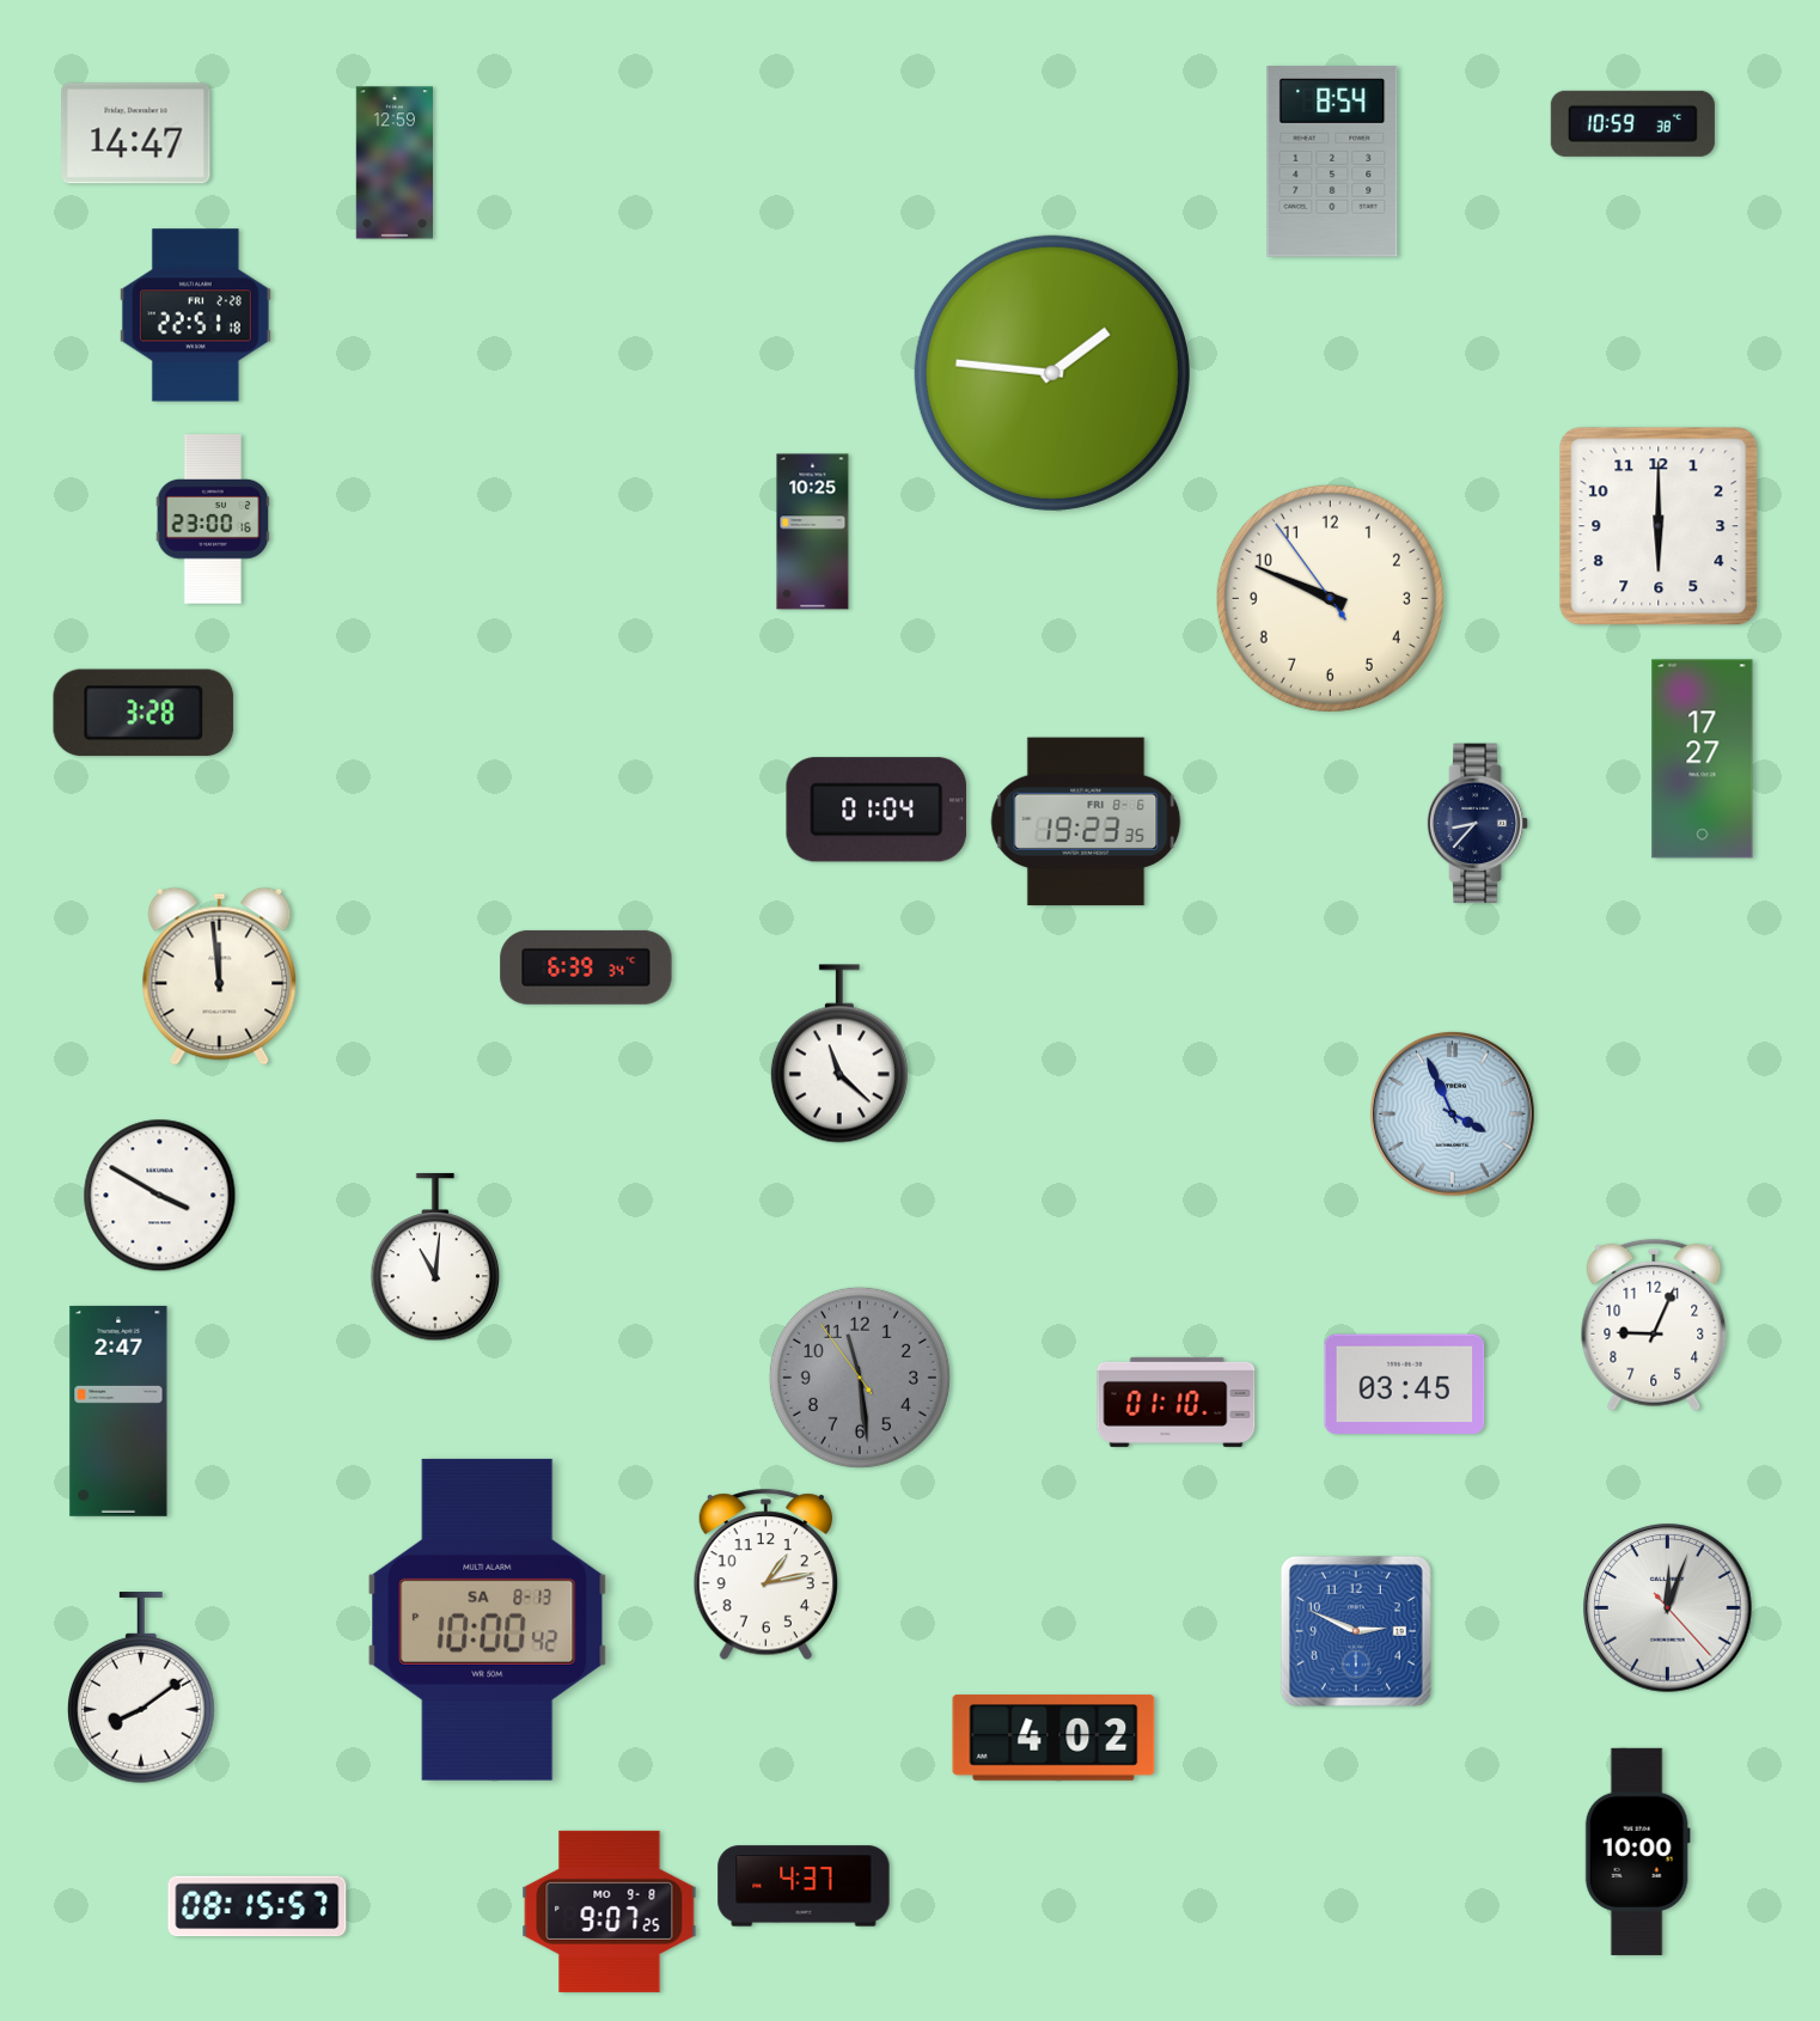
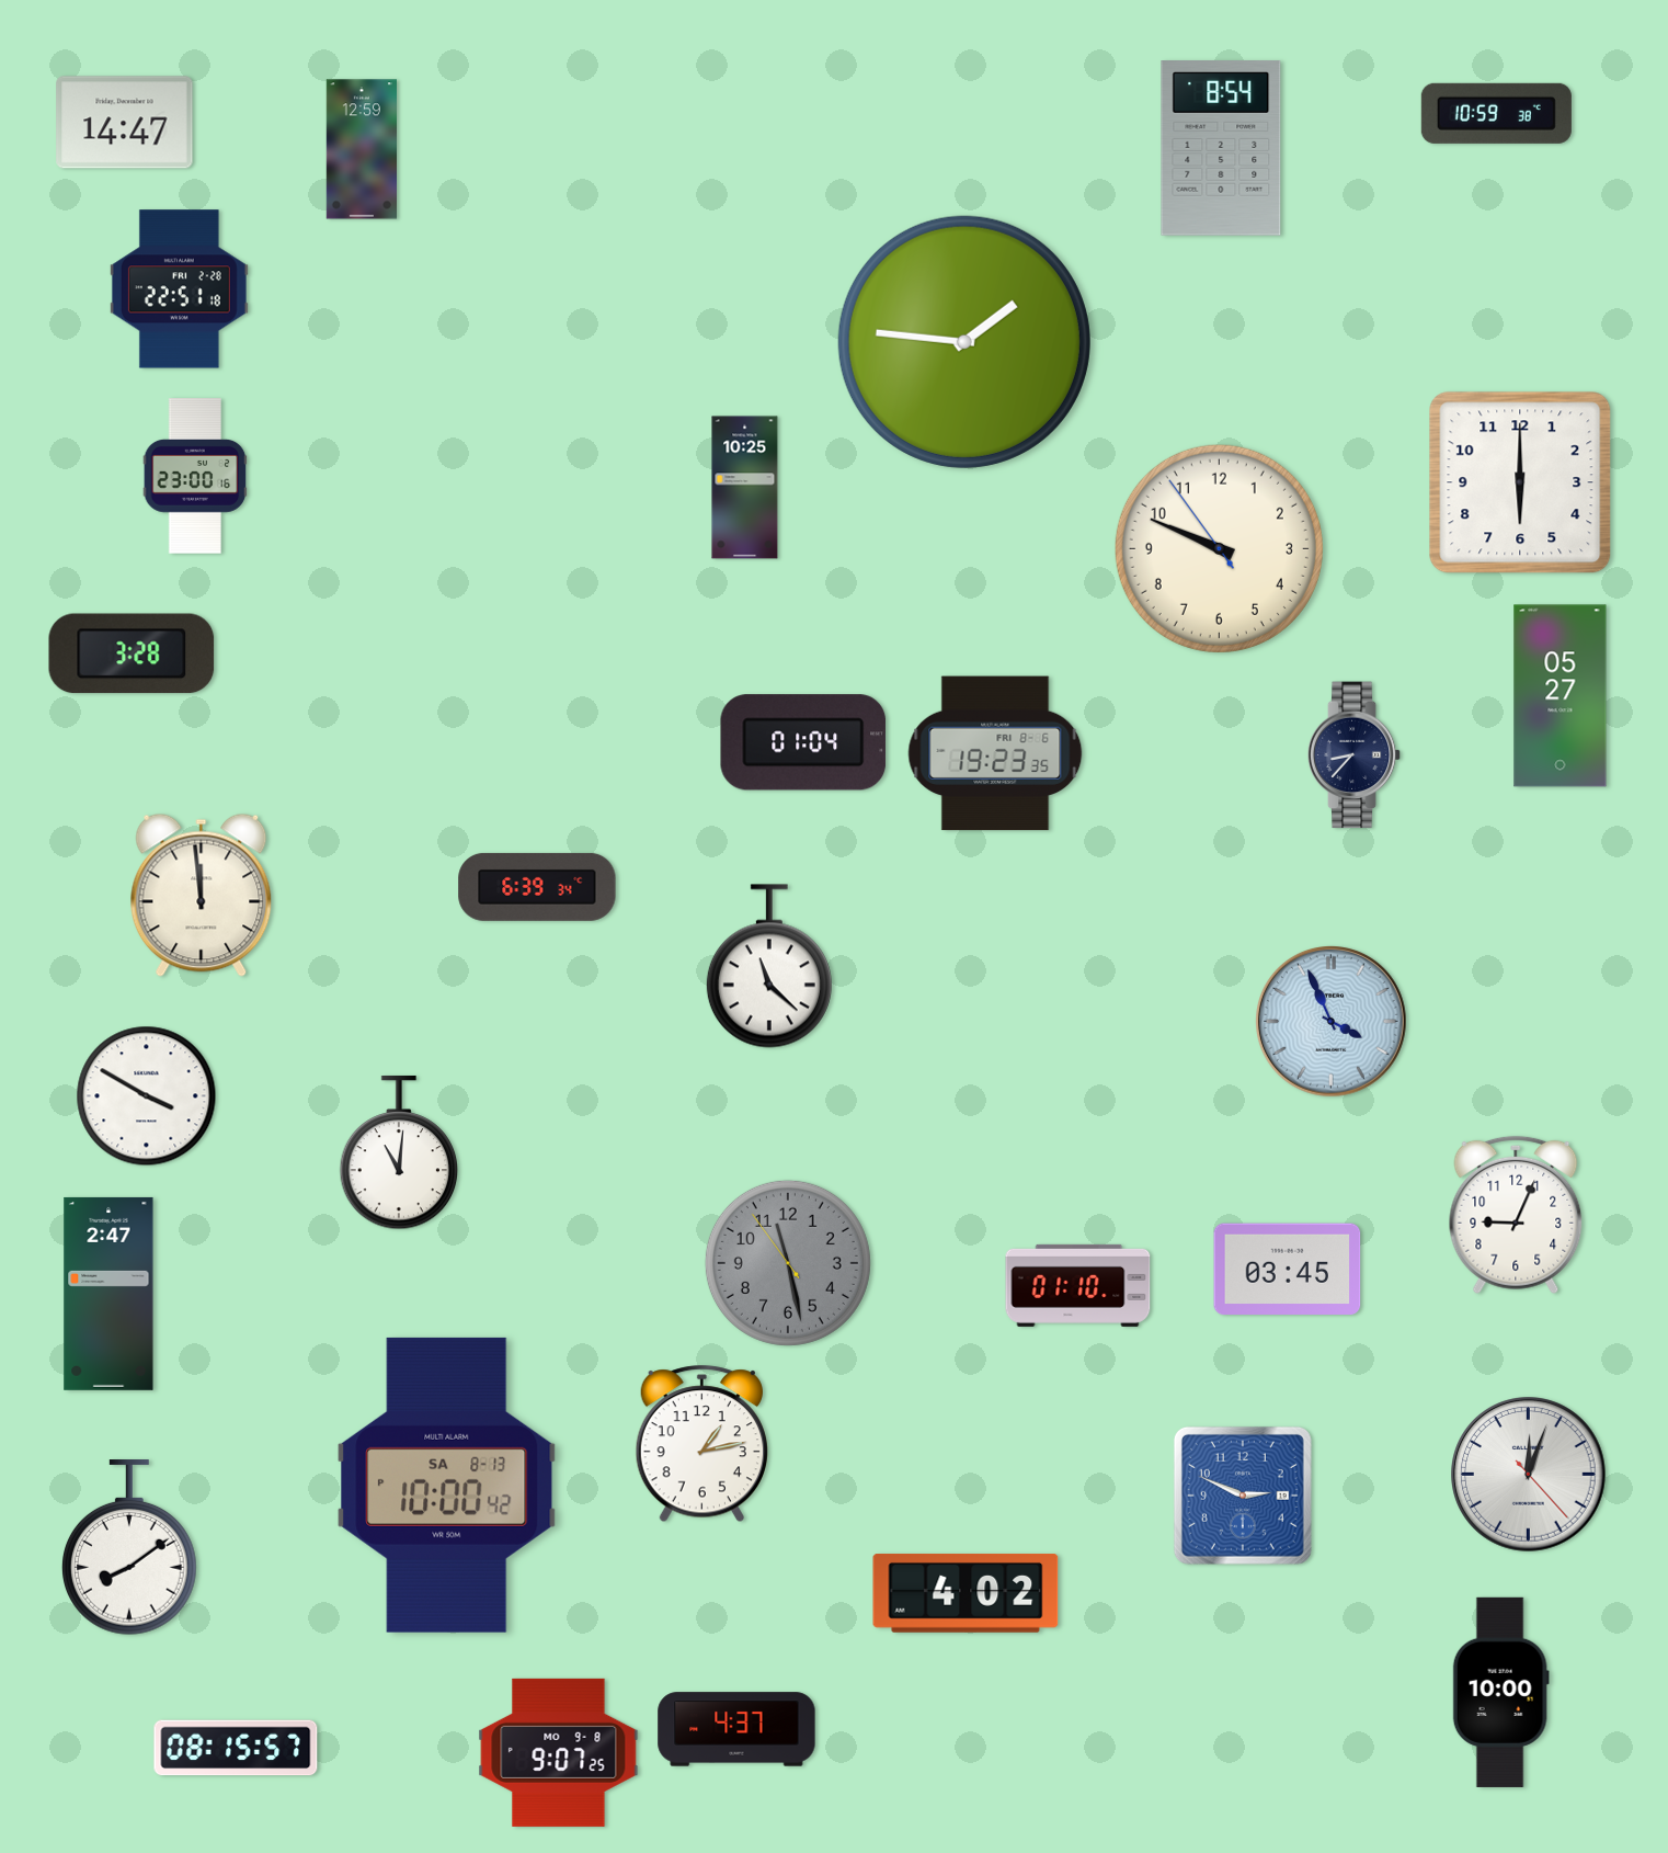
clock at (1703, 759): 17:27 -> 05:27
clock at (860, 1378): 11:28 -> 11:27
clock at (1637, 1851) position: (1637, 1851) -> (1500, 1692)
